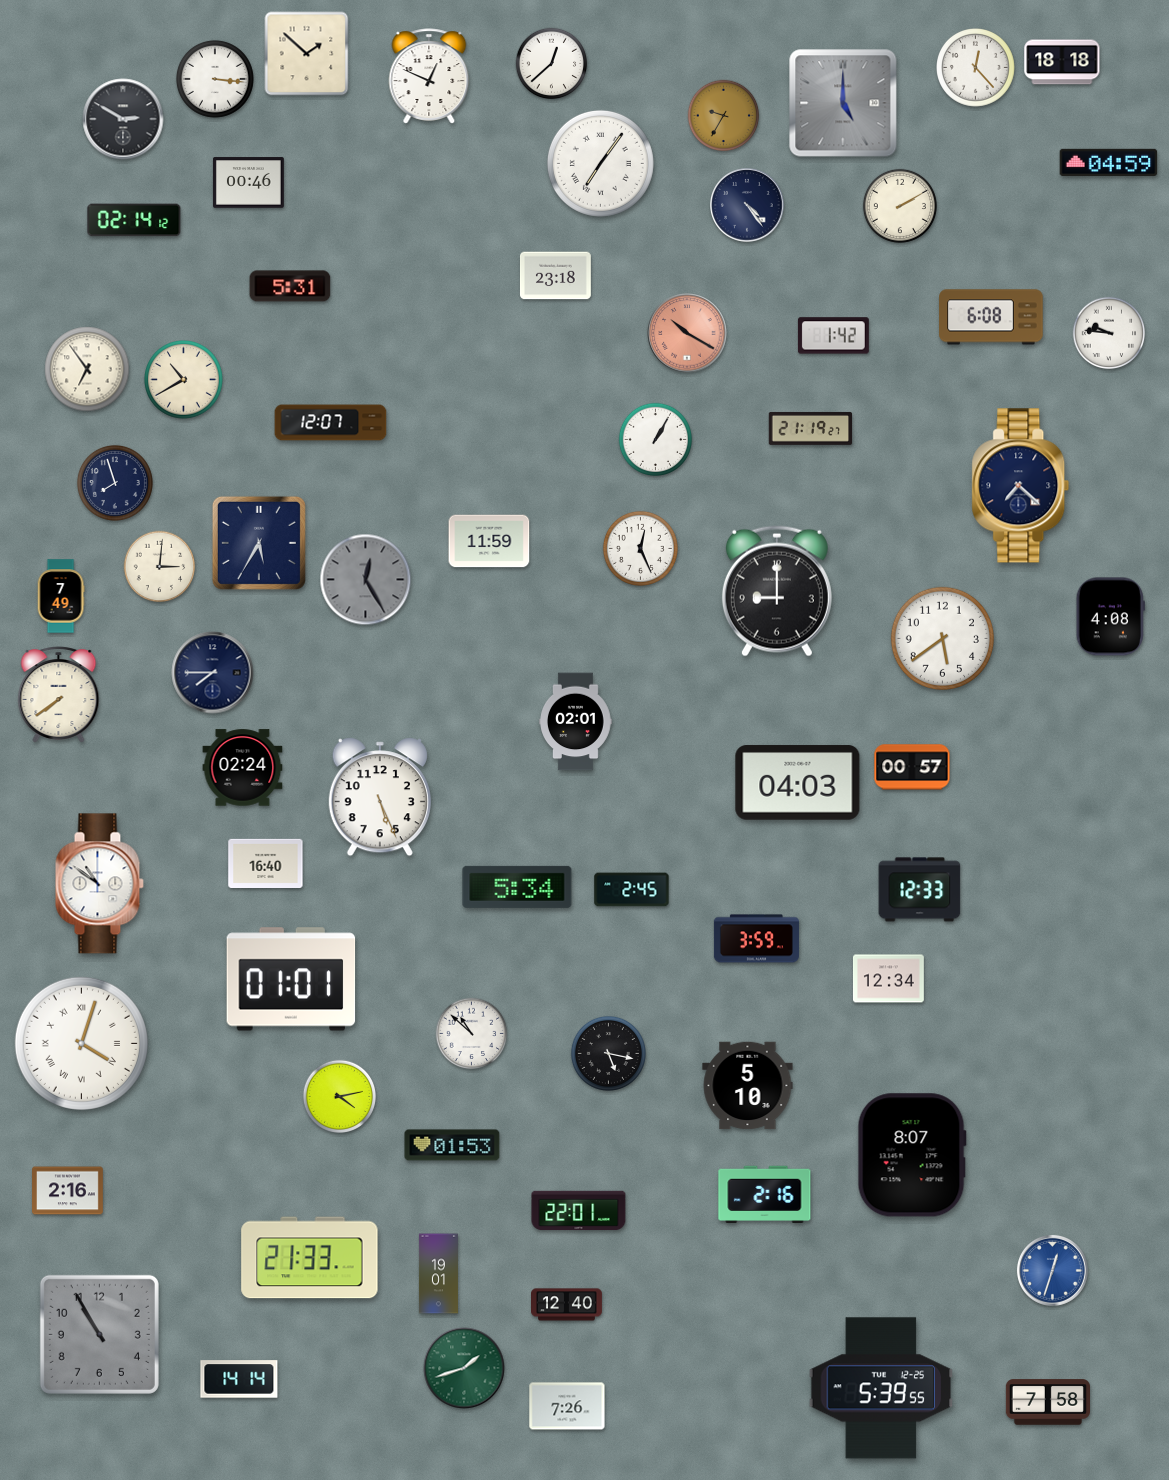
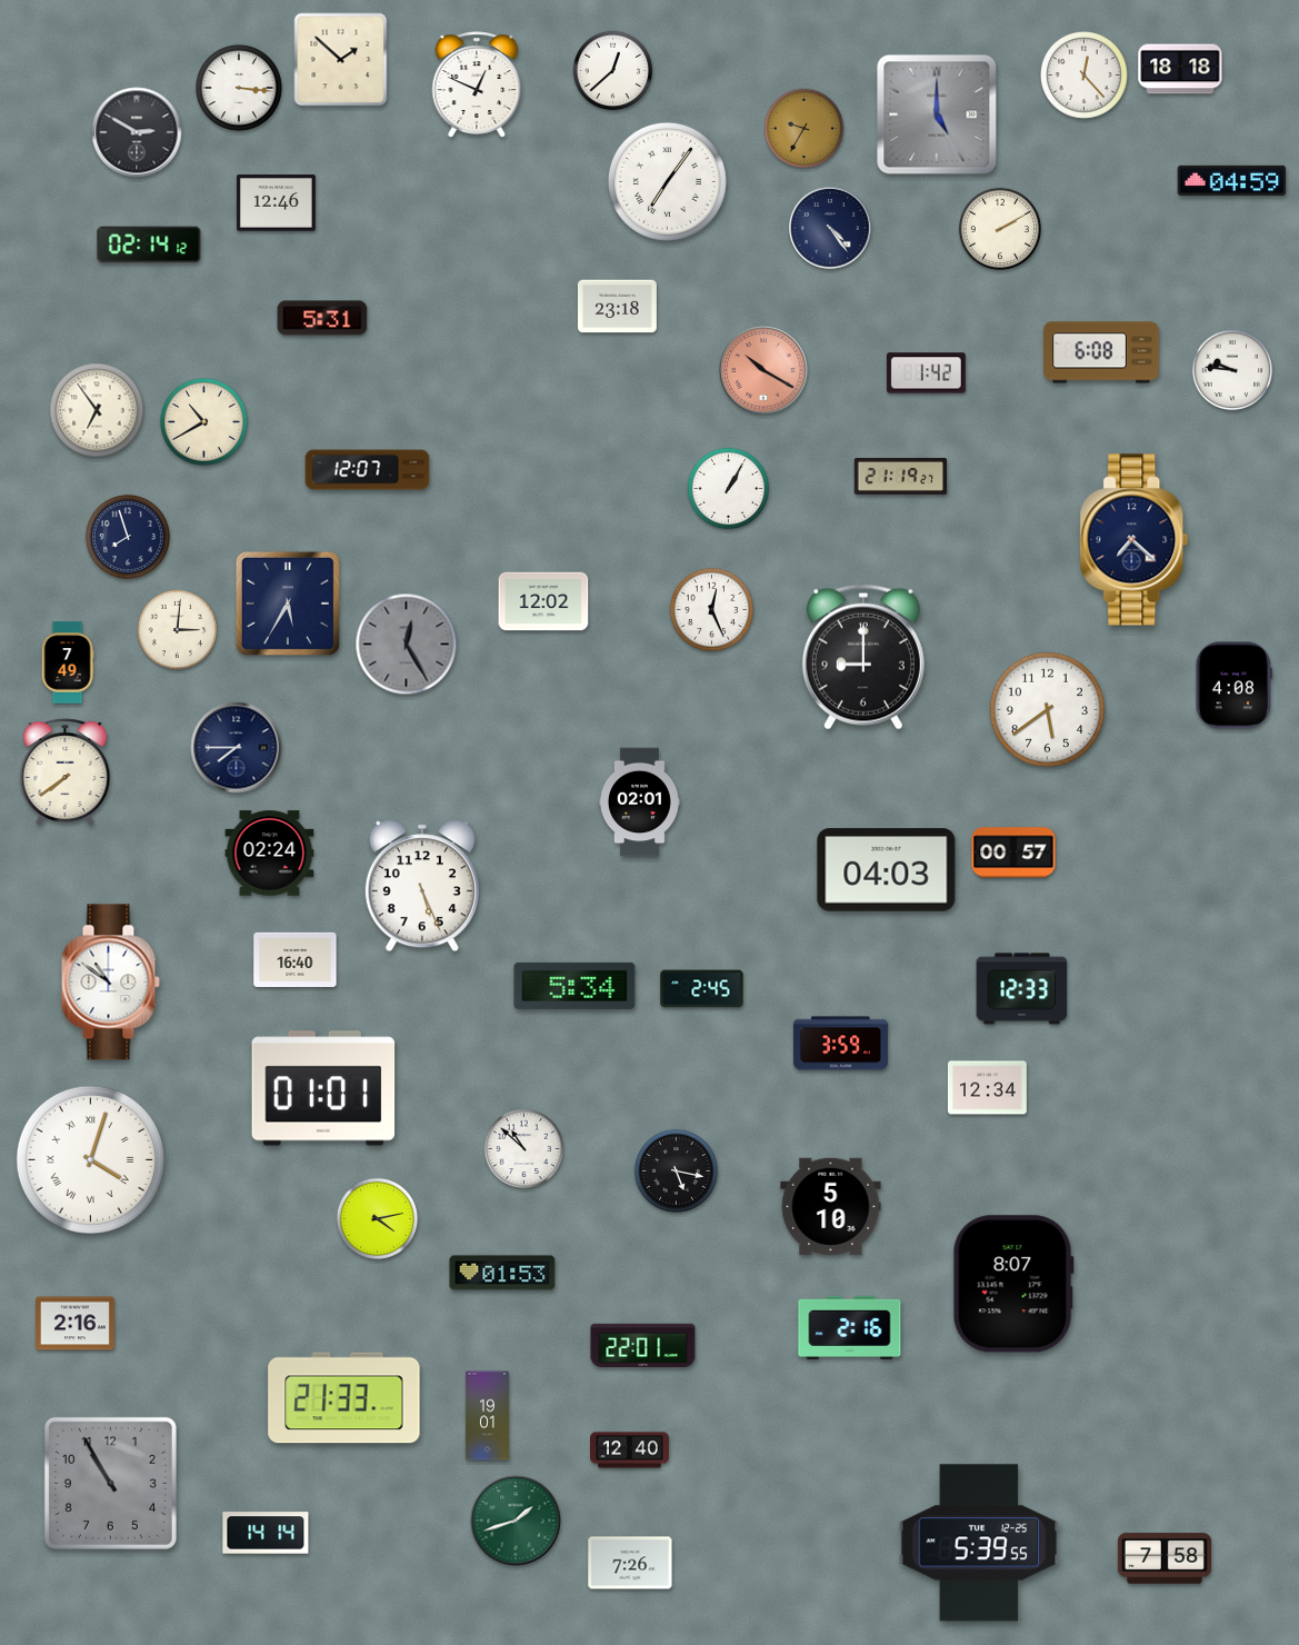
clock at (248, 183): 00:46 -> 12:46
clock at (489, 541): 11:59 -> 12:02
clock at (1052, 1270): 12:33 -> none
